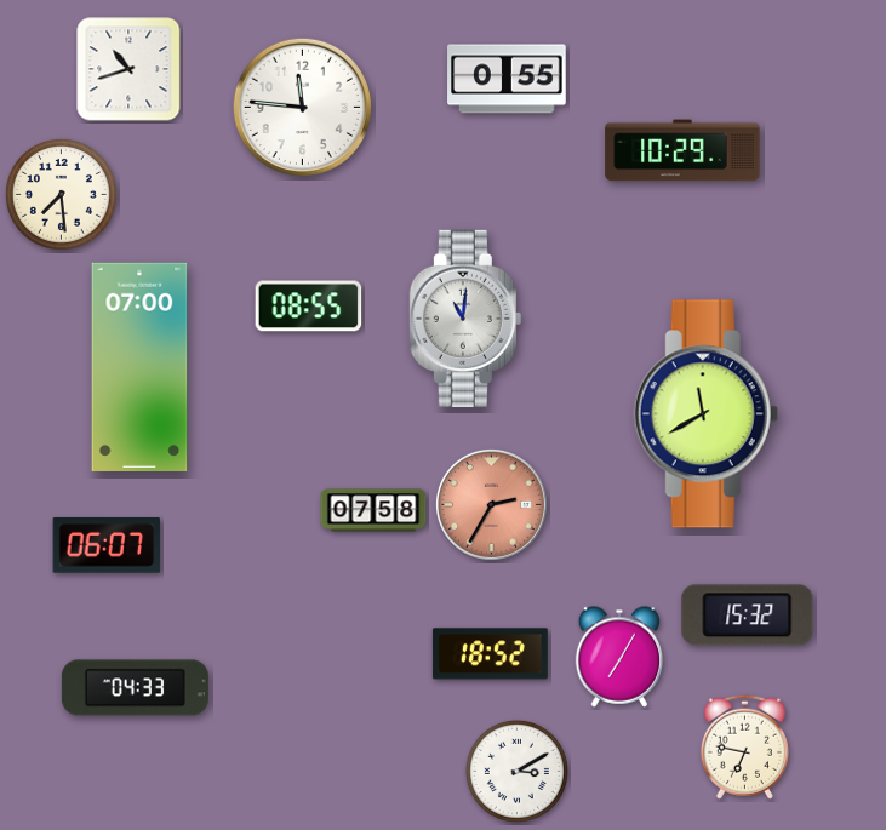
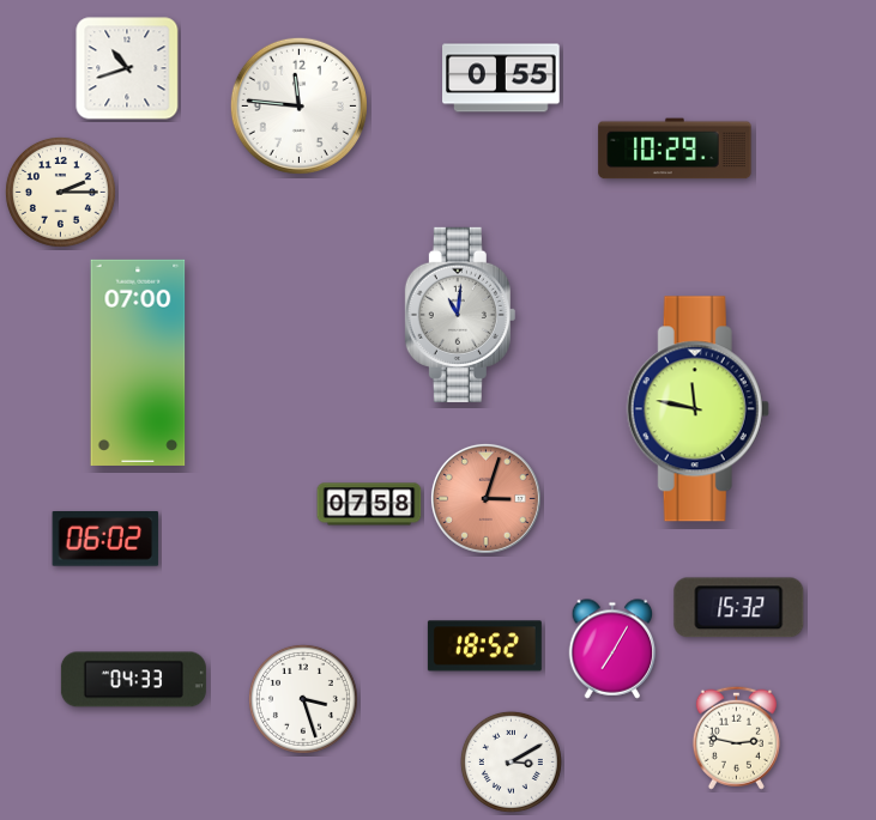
clock at (61, 194): 7:29 -> 2:15
clock at (309, 307): 08:55 -> none
clock at (705, 414): 11:40 -> 11:47
clock at (491, 504): 2:35 -> 3:03
clock at (107, 546): 06:07 -> 06:02
clock at (303, 699): none -> 3:27
clock at (744, 746): 6:47 -> 2:47
